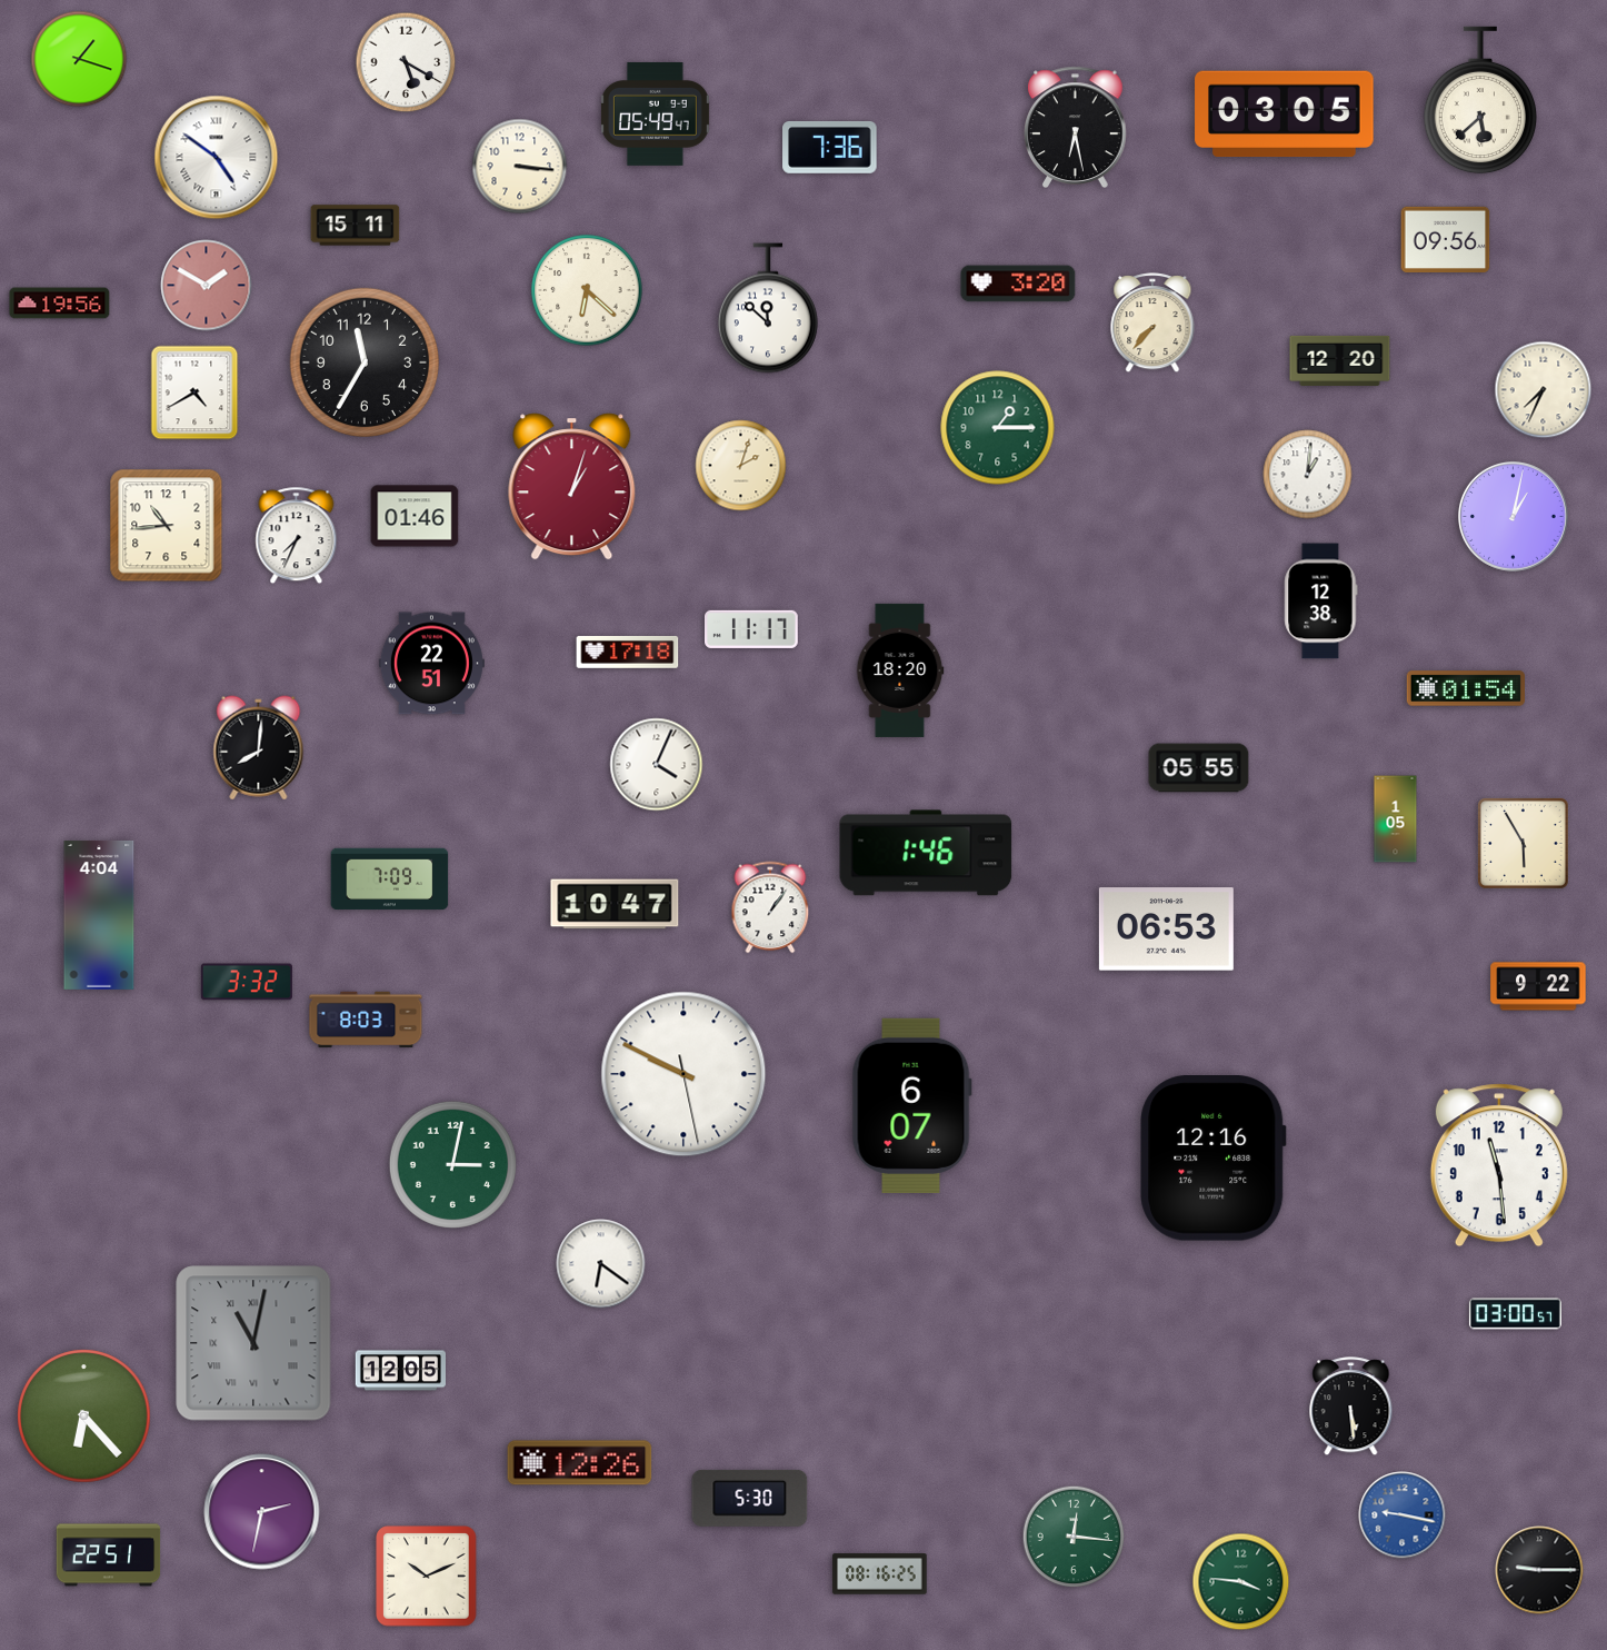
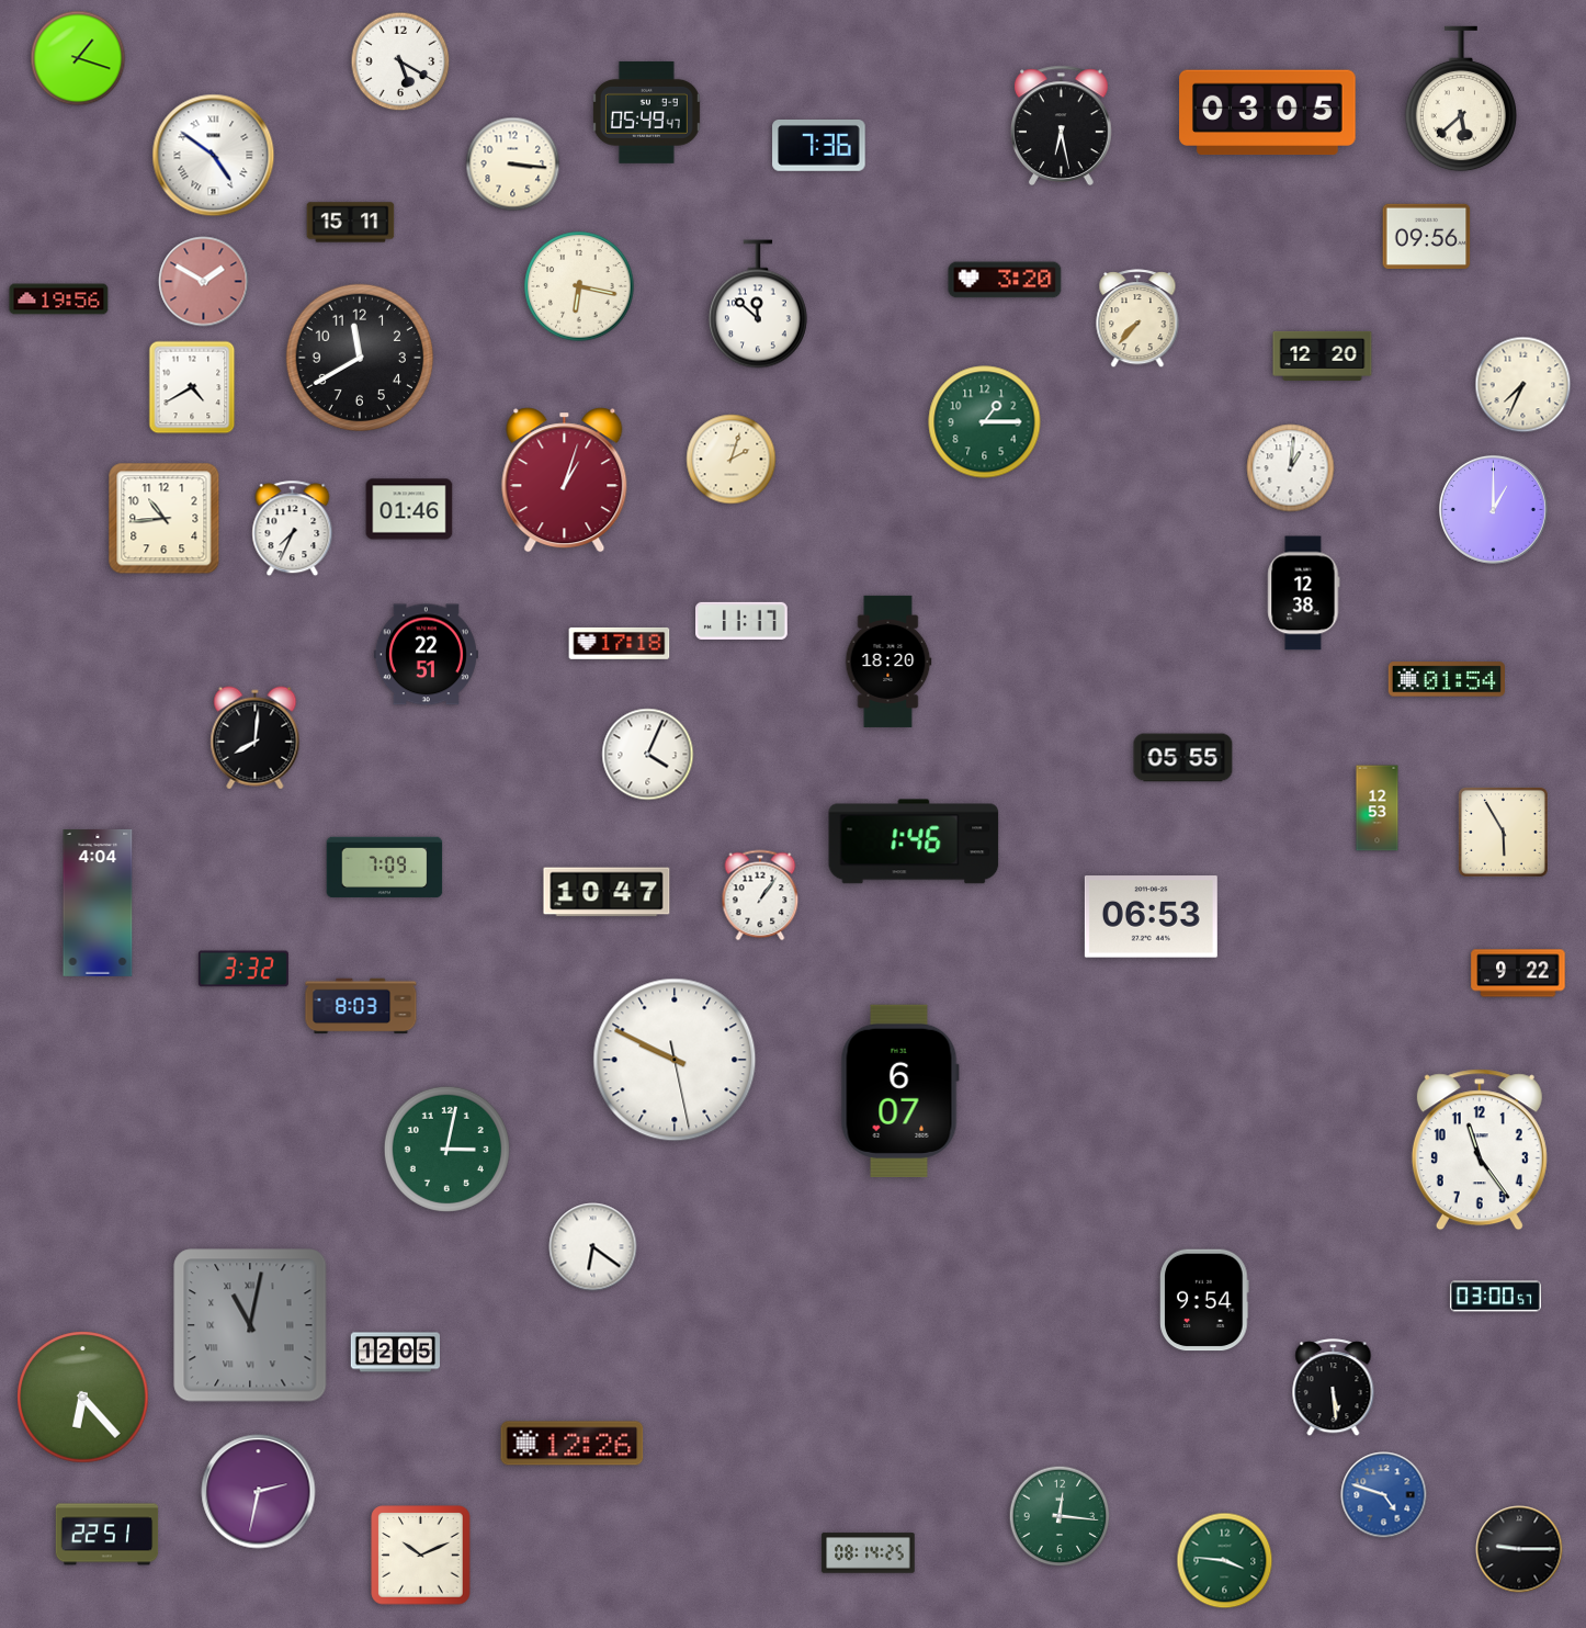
clock at (587, 290): 6:22 -> 6:17
clock at (365, 362): 11:35 -> 11:40
clock at (1514, 517): 1:02 -> 1:00
clock at (1396, 819): 1:05 -> 12:53
clock at (1214, 1159): 12:16 -> none
clock at (1499, 1165): 11:29 -> 11:24
clock at (1204, 1300): none -> 9:54
clock at (750, 1498): 5:30 -> none
clock at (1403, 1515): 9:17 -> 4:48
clock at (880, 1574): 08:16 -> 08:14
